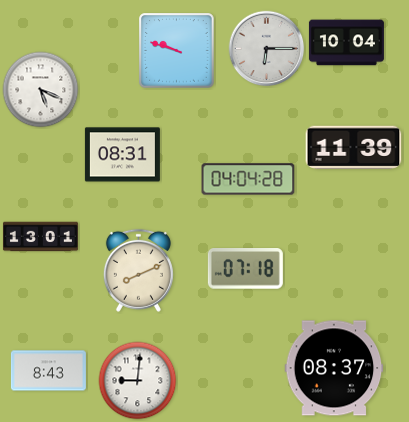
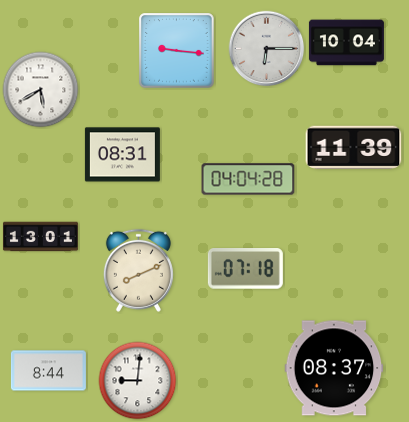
clock at (177, 51): 9:48 -> 9:16
clock at (41, 90): 5:19 -> 5:40
clock at (48, 371): 8:43 -> 8:44
